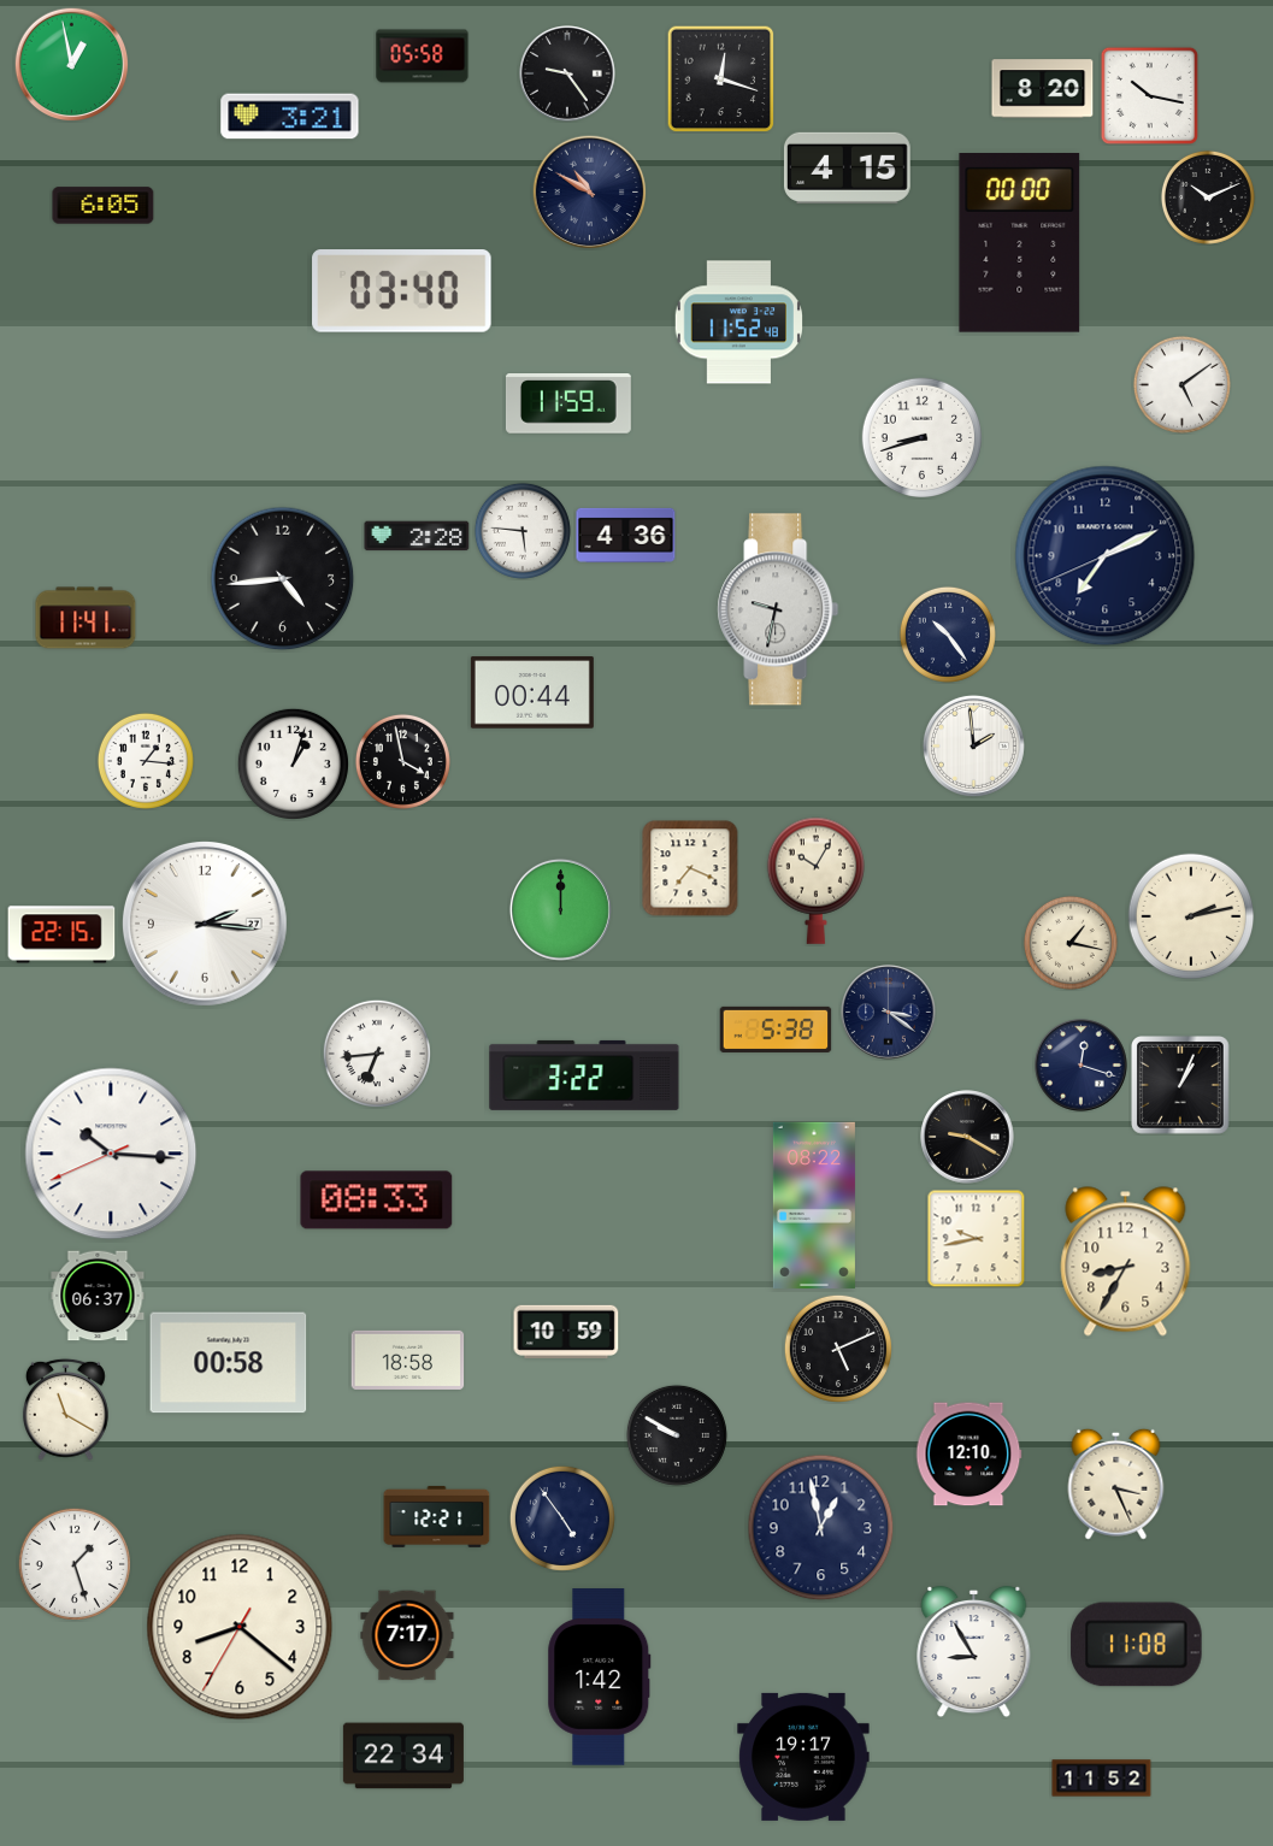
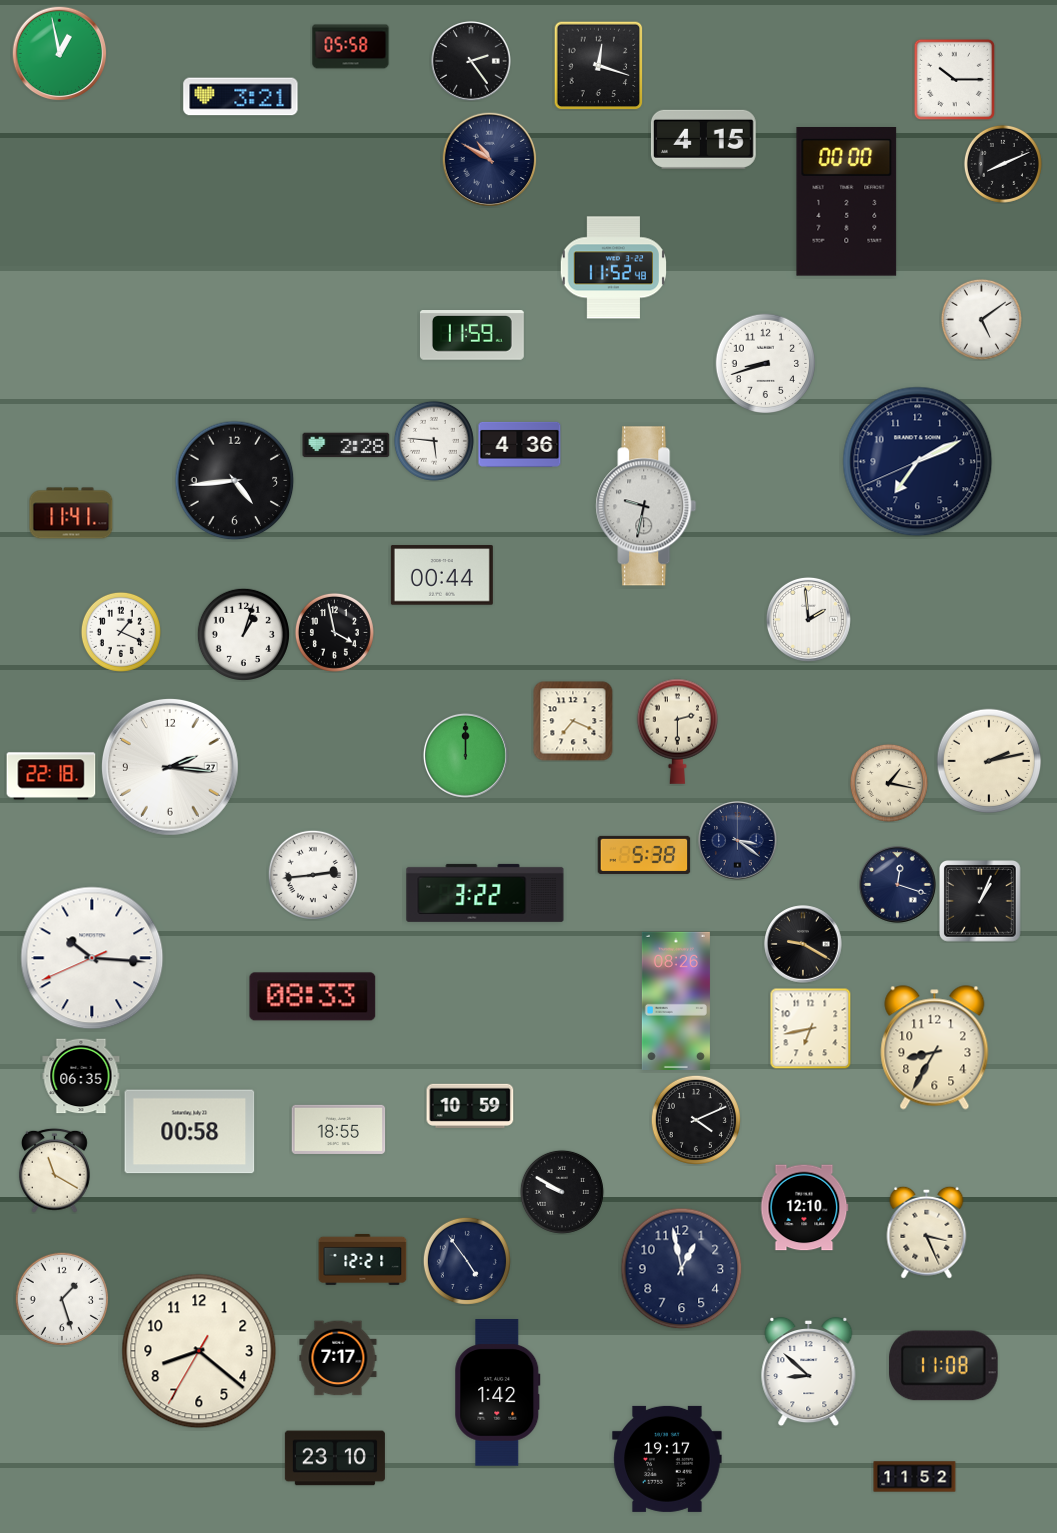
clock at (567, 73): 9:24 -> 2:24
clock at (1043, 89): 8:20 -> none
clock at (1149, 95): 10:17 -> 10:15
clock at (1208, 197): 10:11 -> 8:11
clock at (104, 206): 6:05 -> none
clock at (402, 291): 03:40 -> none
clock at (948, 635): 10:24 -> none
clock at (146, 761): 1:16 -> 1:19
clock at (815, 880): 10:05 -> 2:30
clock at (61, 934): 22:15 -> 22:18
clock at (377, 1054): 6:44 -> 2:44
clock at (814, 1205): 08:22 -> 08:26
clock at (976, 1238): 9:43 -> 6:43
clock at (98, 1296): 06:37 -> 06:35
clock at (838, 1349): 5:11 -> 4:11
clock at (408, 1360): 18:58 -> 18:55
clock at (974, 1652): 8:55 -> 8:52
clock at (403, 1756): 22:34 -> 23:10
